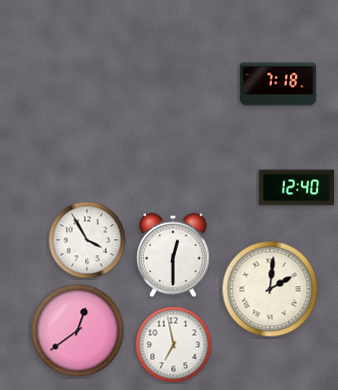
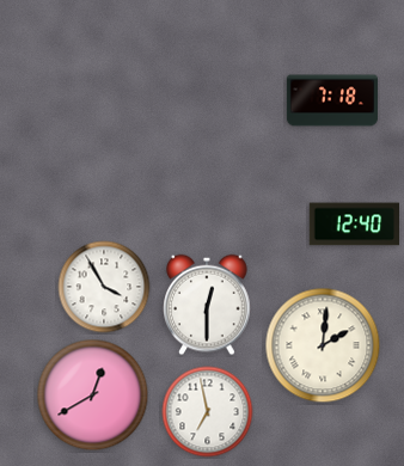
clock at (78, 331): 12:39 -> 12:40
